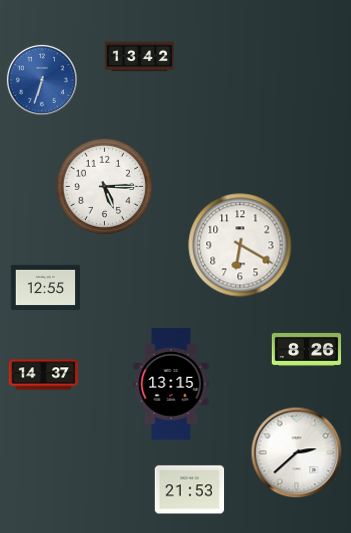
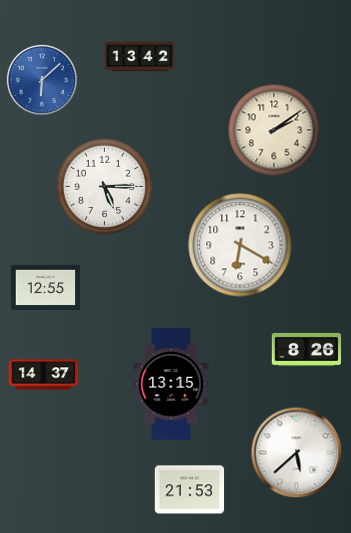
clock at (42, 80): 6:33 -> 6:08
clock at (274, 130): none -> 2:09
clock at (297, 453): 2:38 -> 5:38
